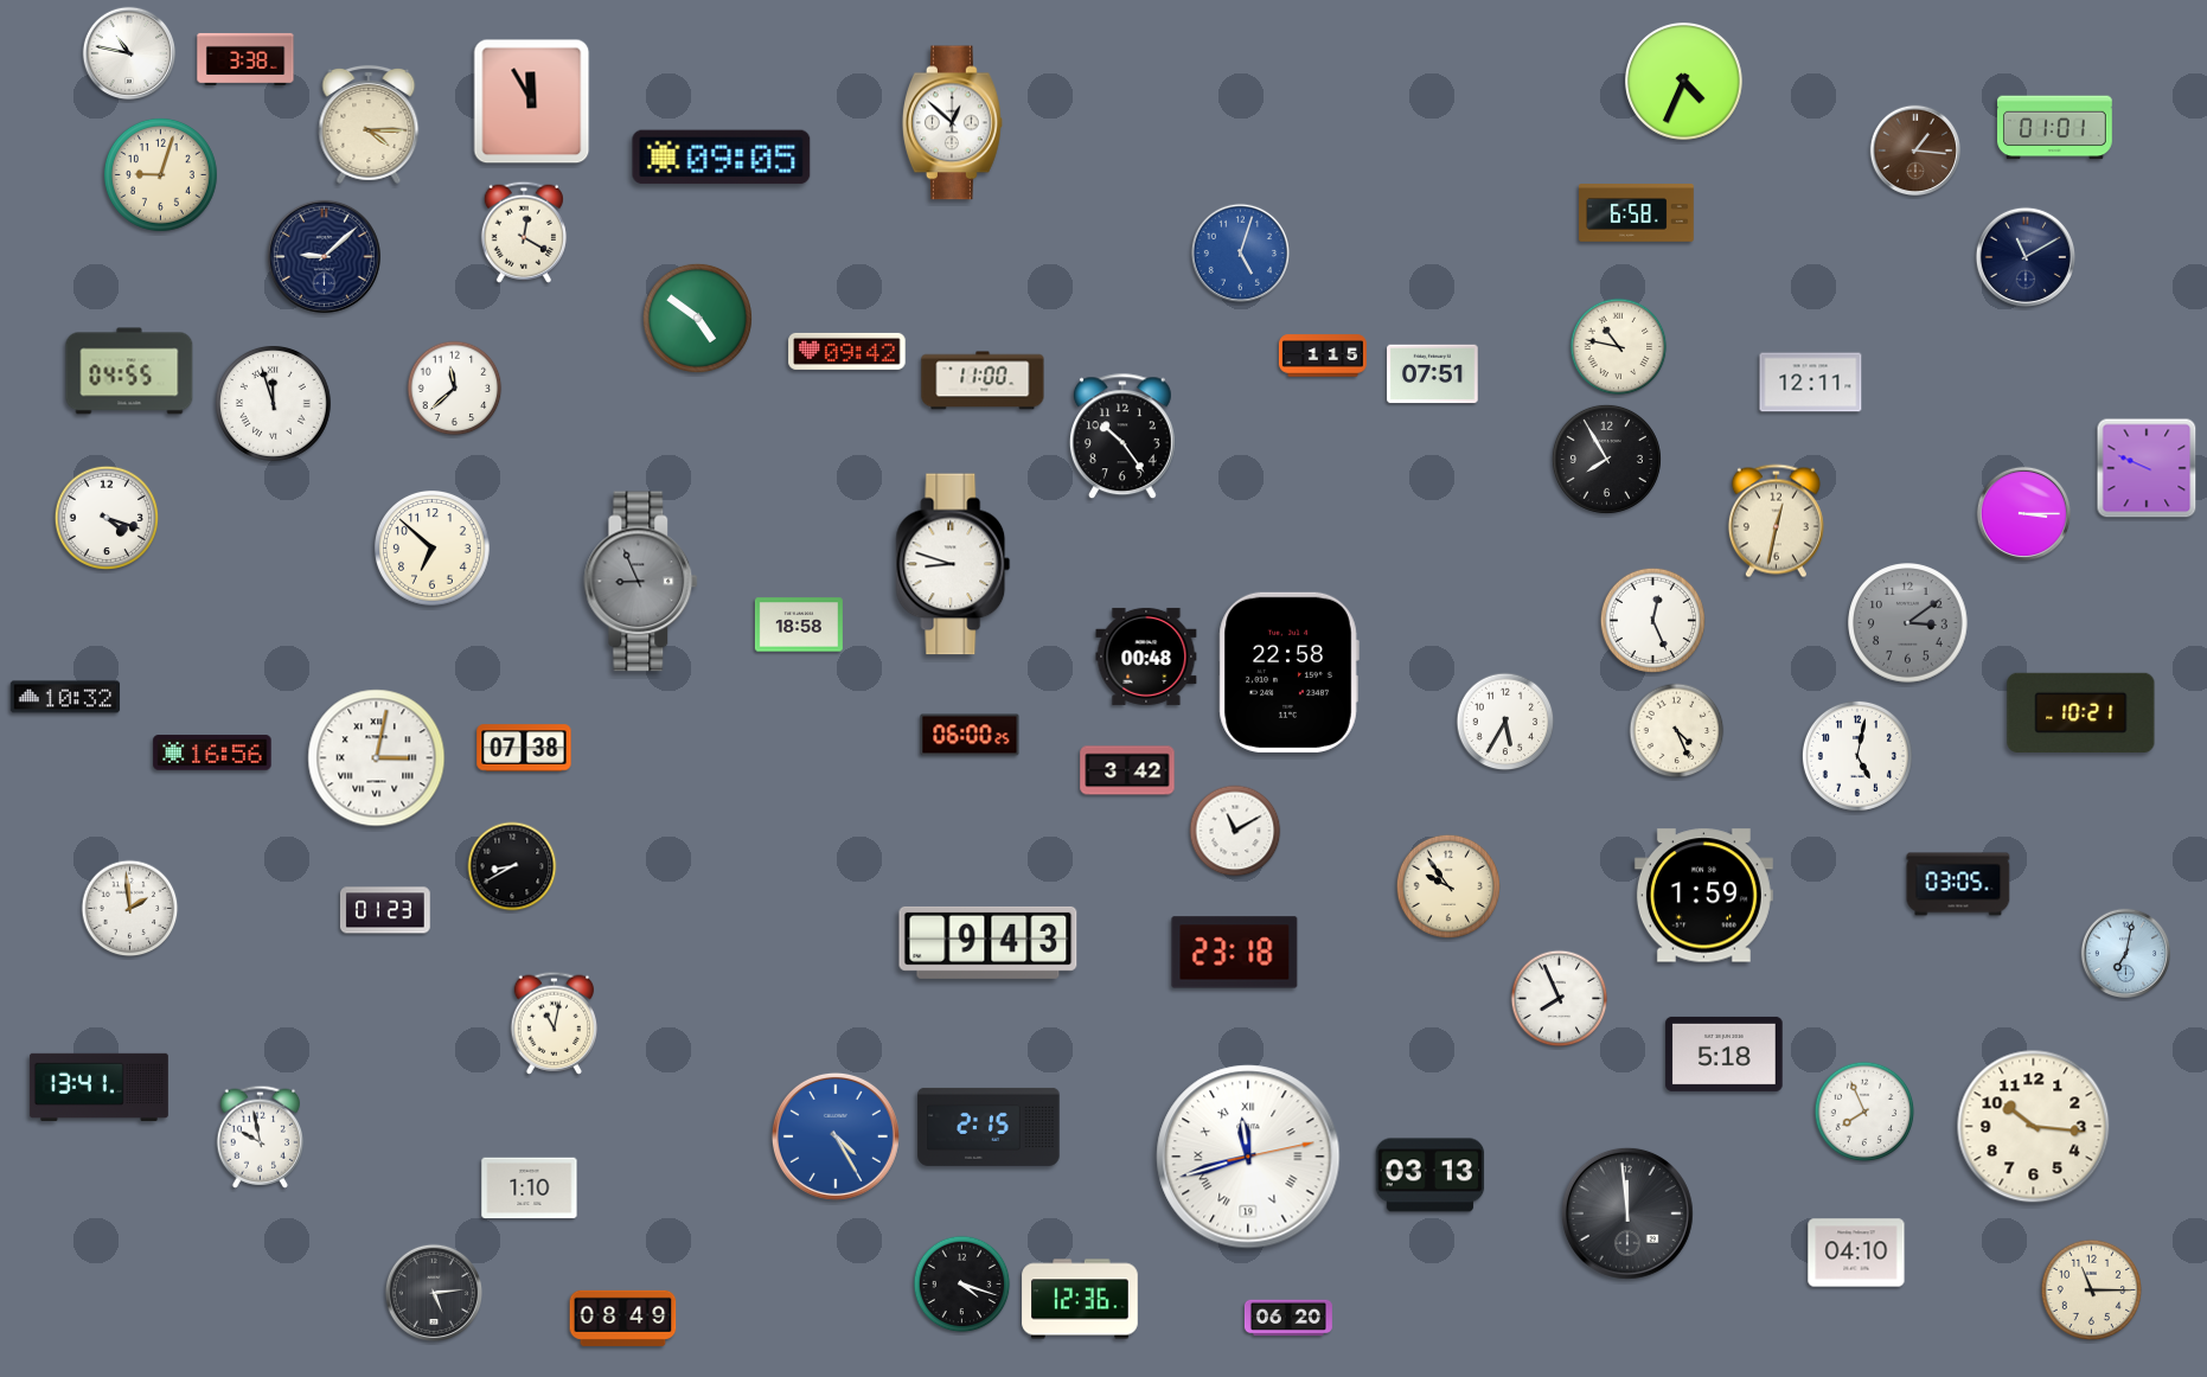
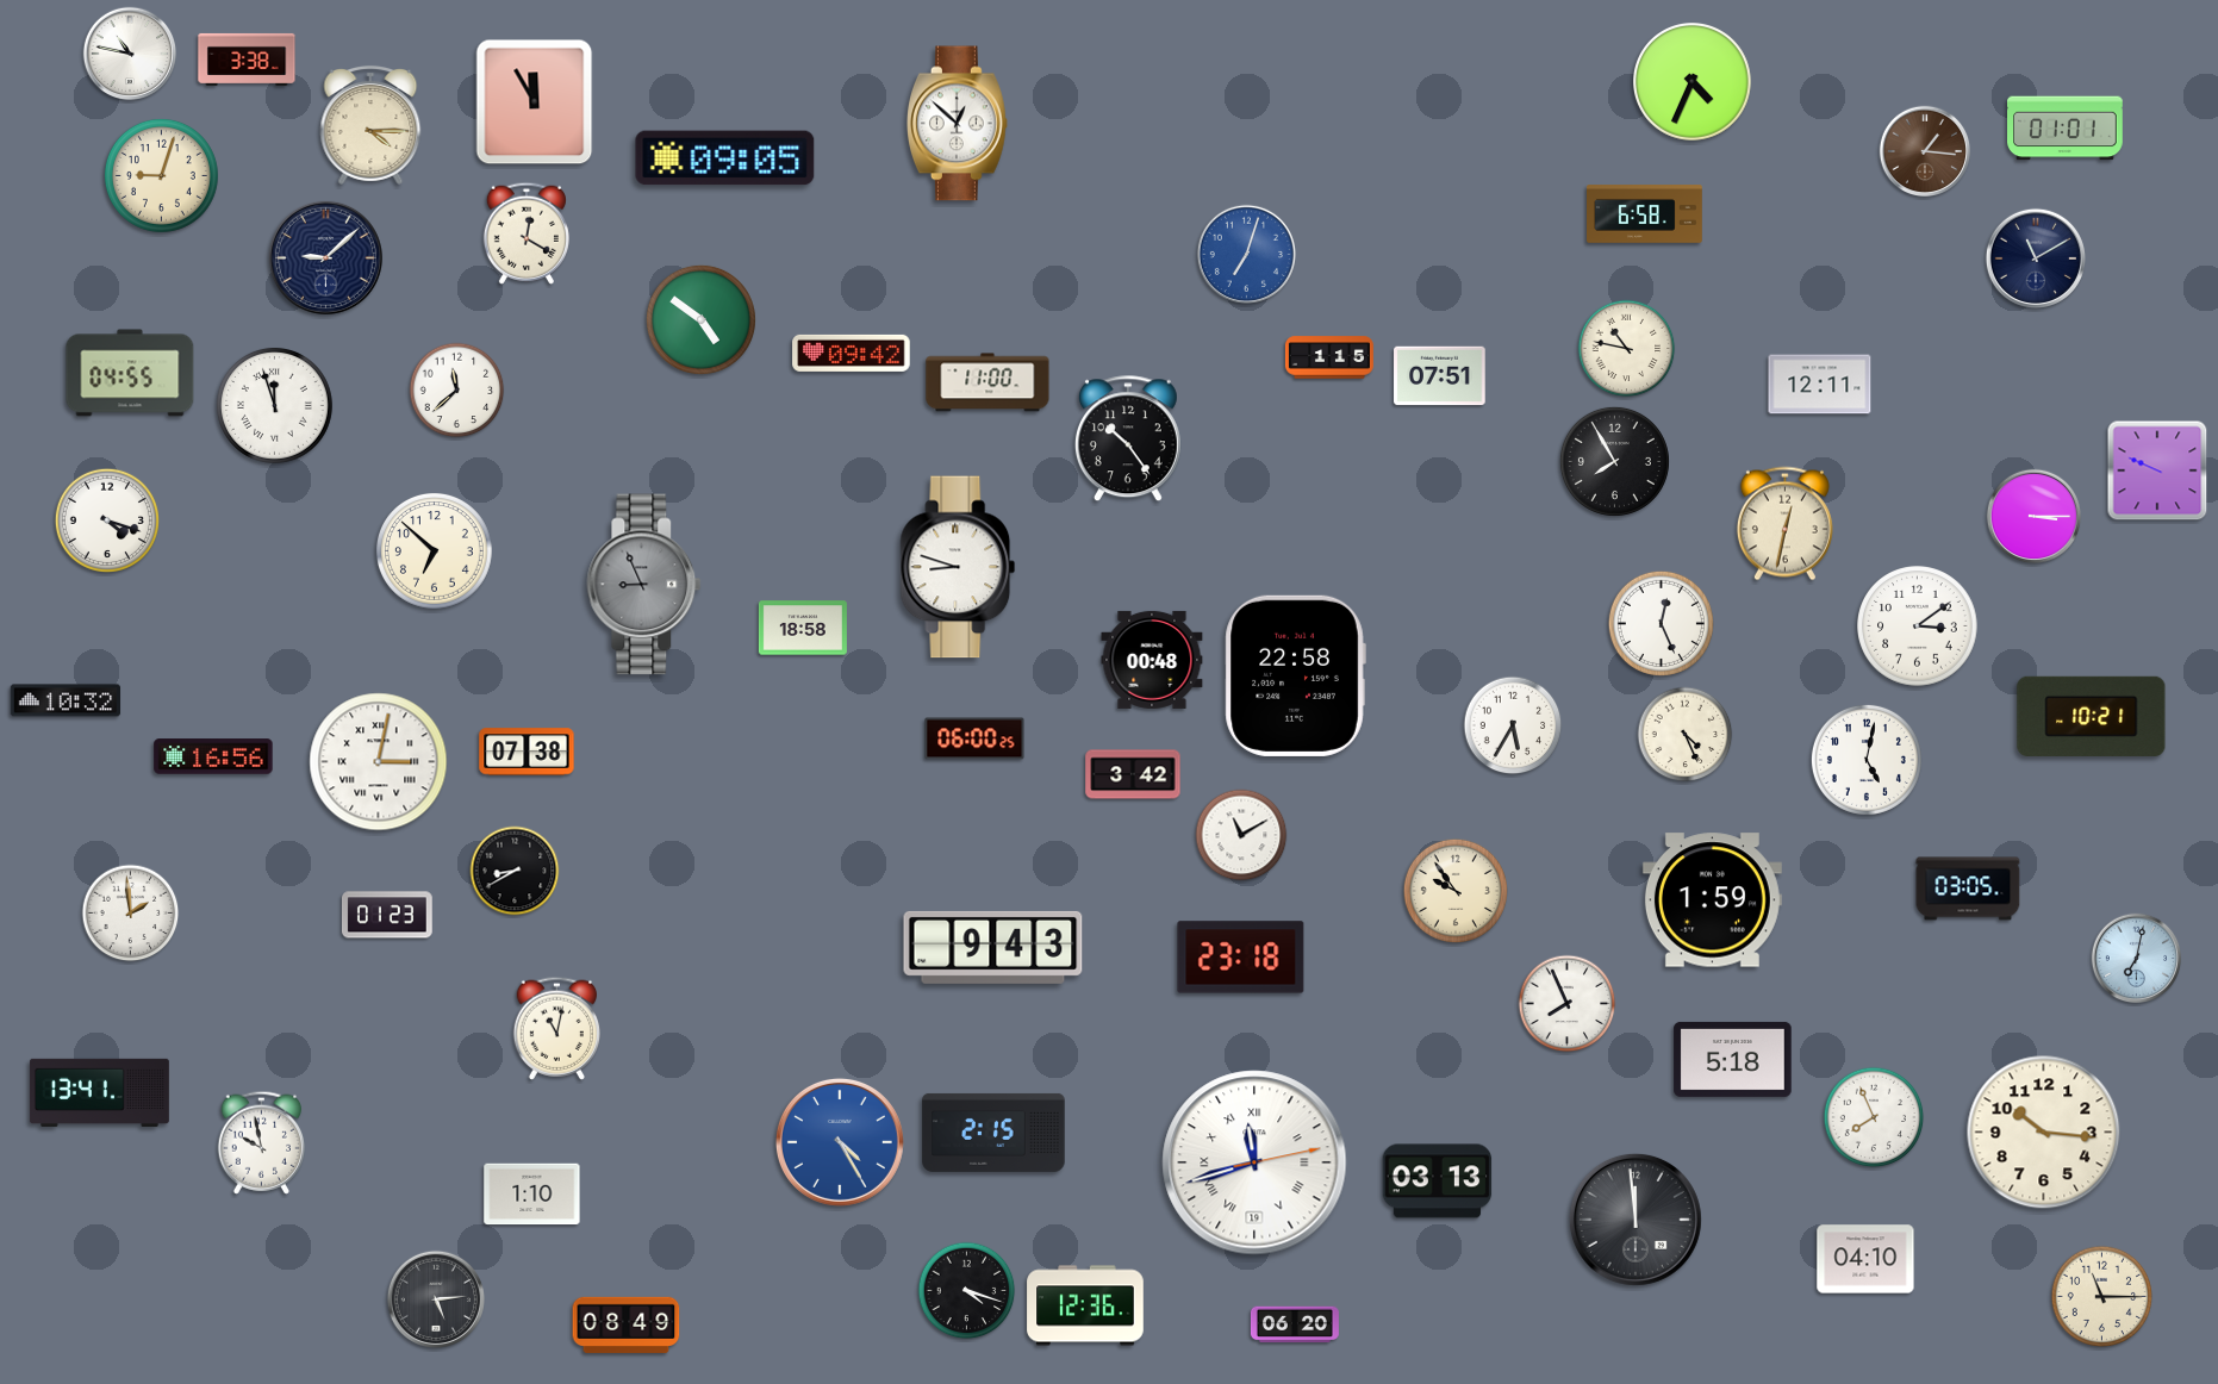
clock at (1240, 252): 5:03 -> 7:03
clock at (1908, 623) dial: grey -> white
